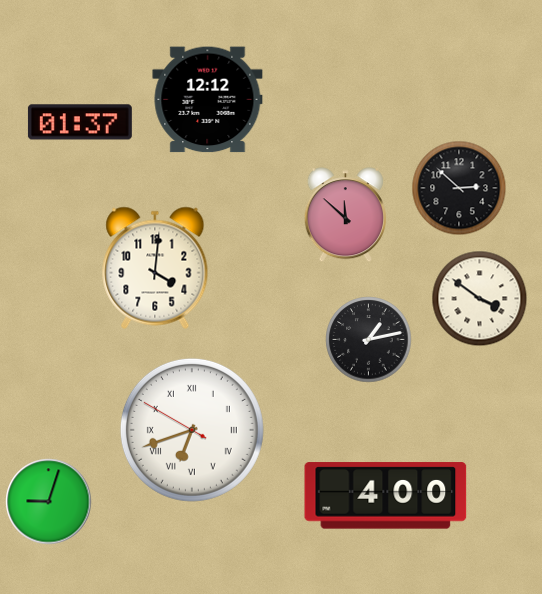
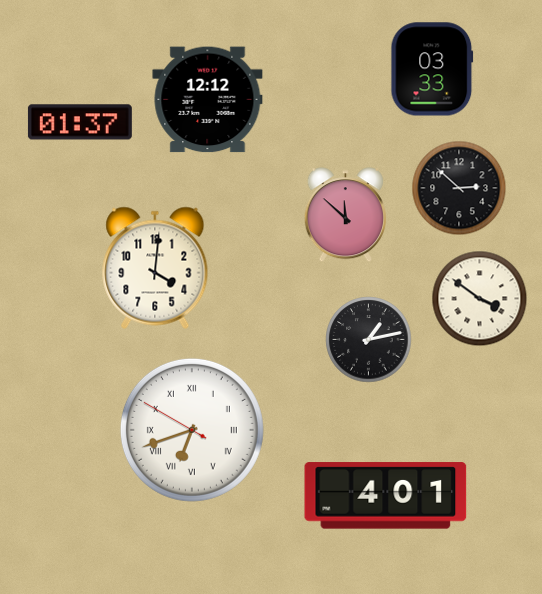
clock at (432, 69): none -> 03:33
clock at (386, 496): 4:00 -> 4:01
clock at (49, 502): 9:03 -> none
